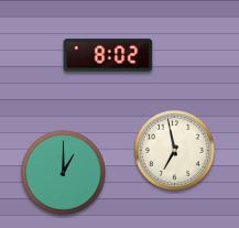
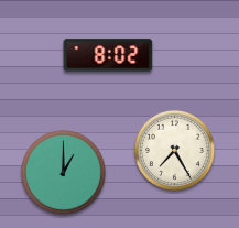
clock at (174, 150): 6:58 -> 7:25
